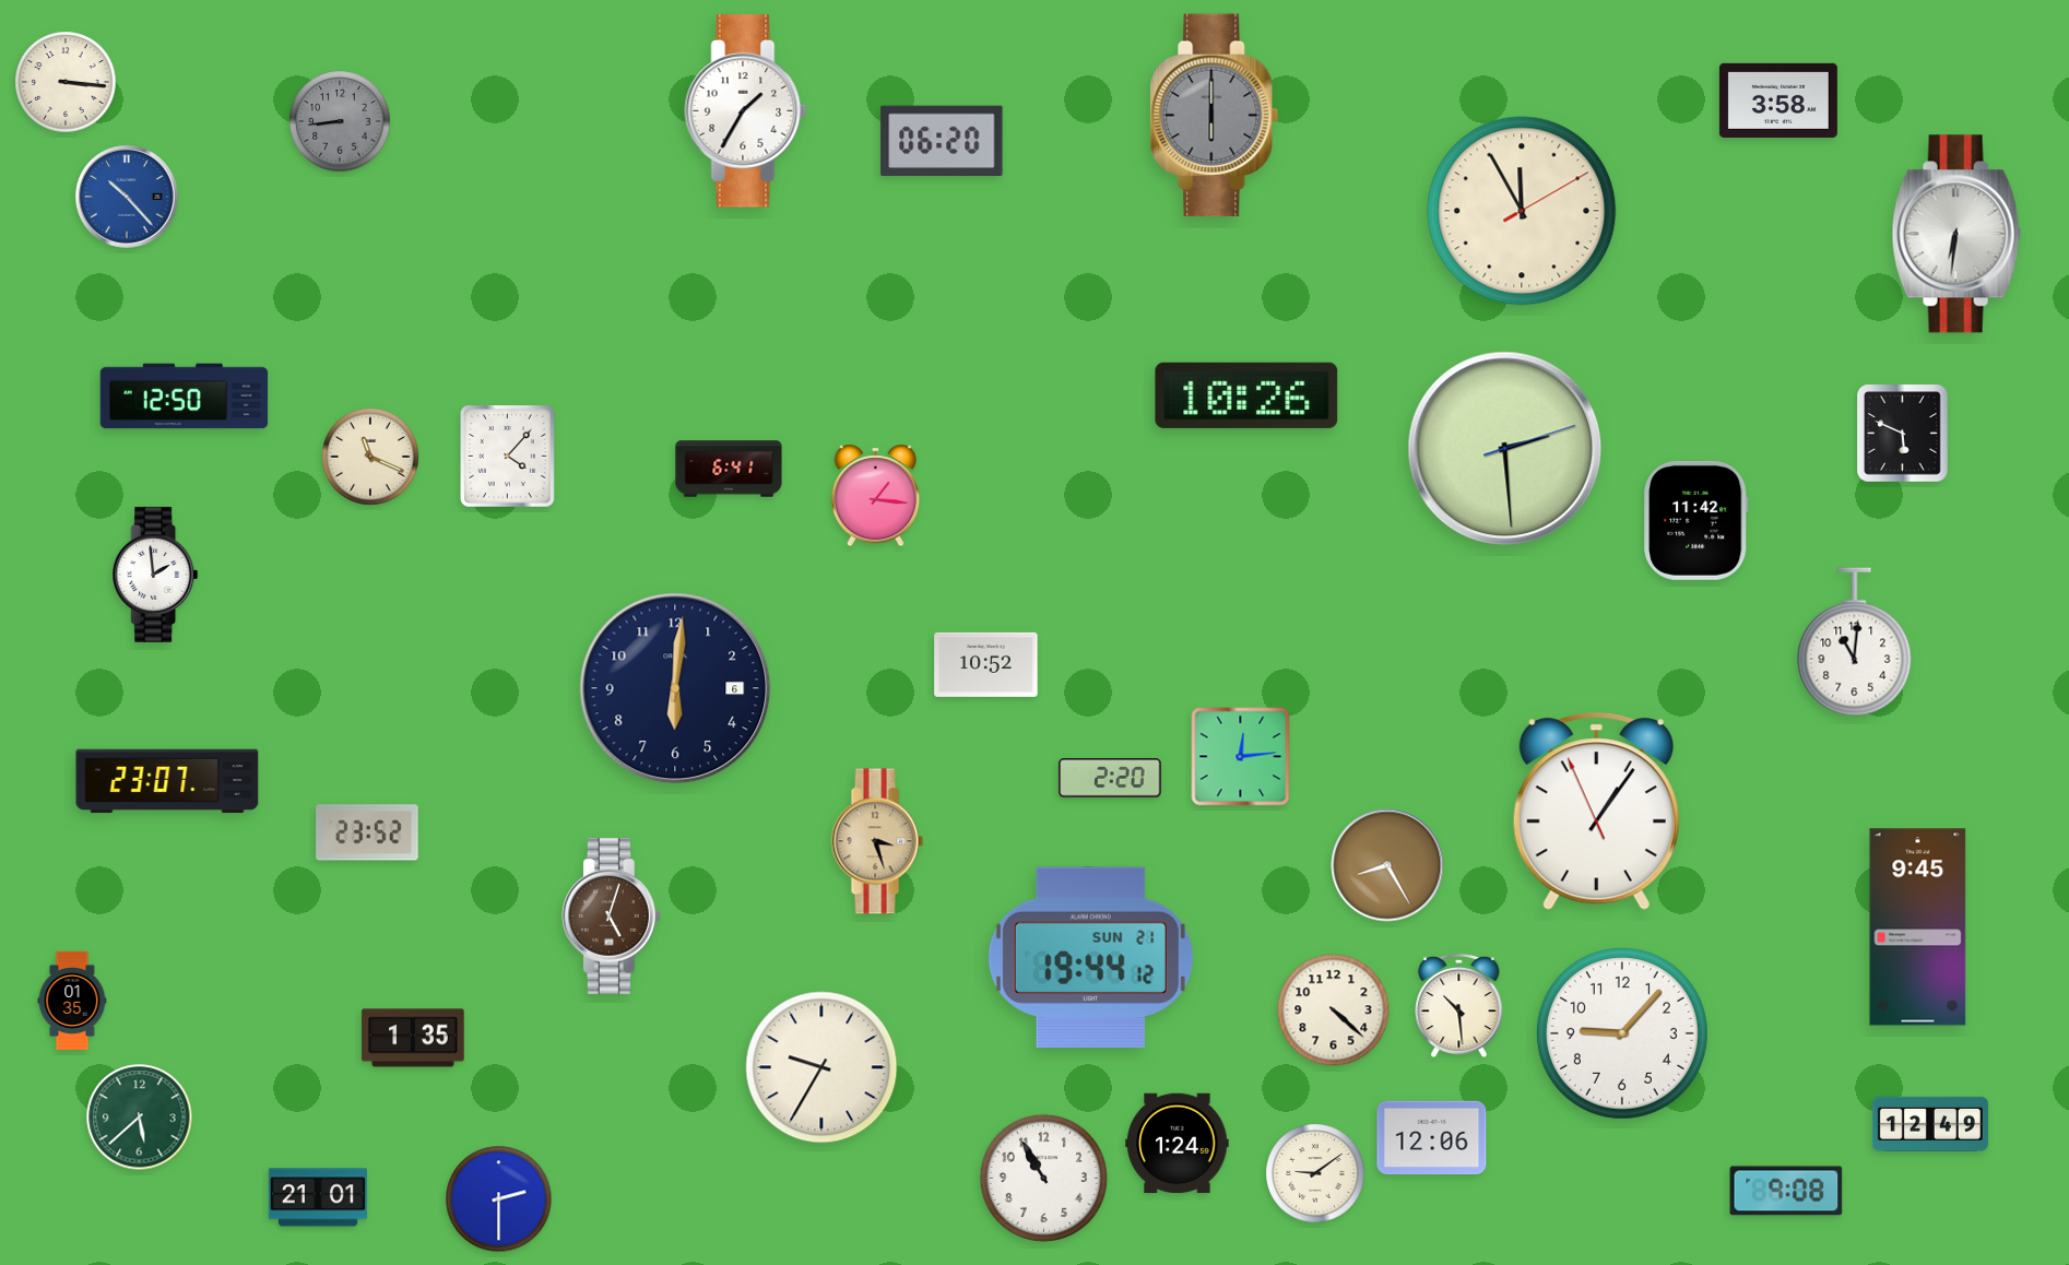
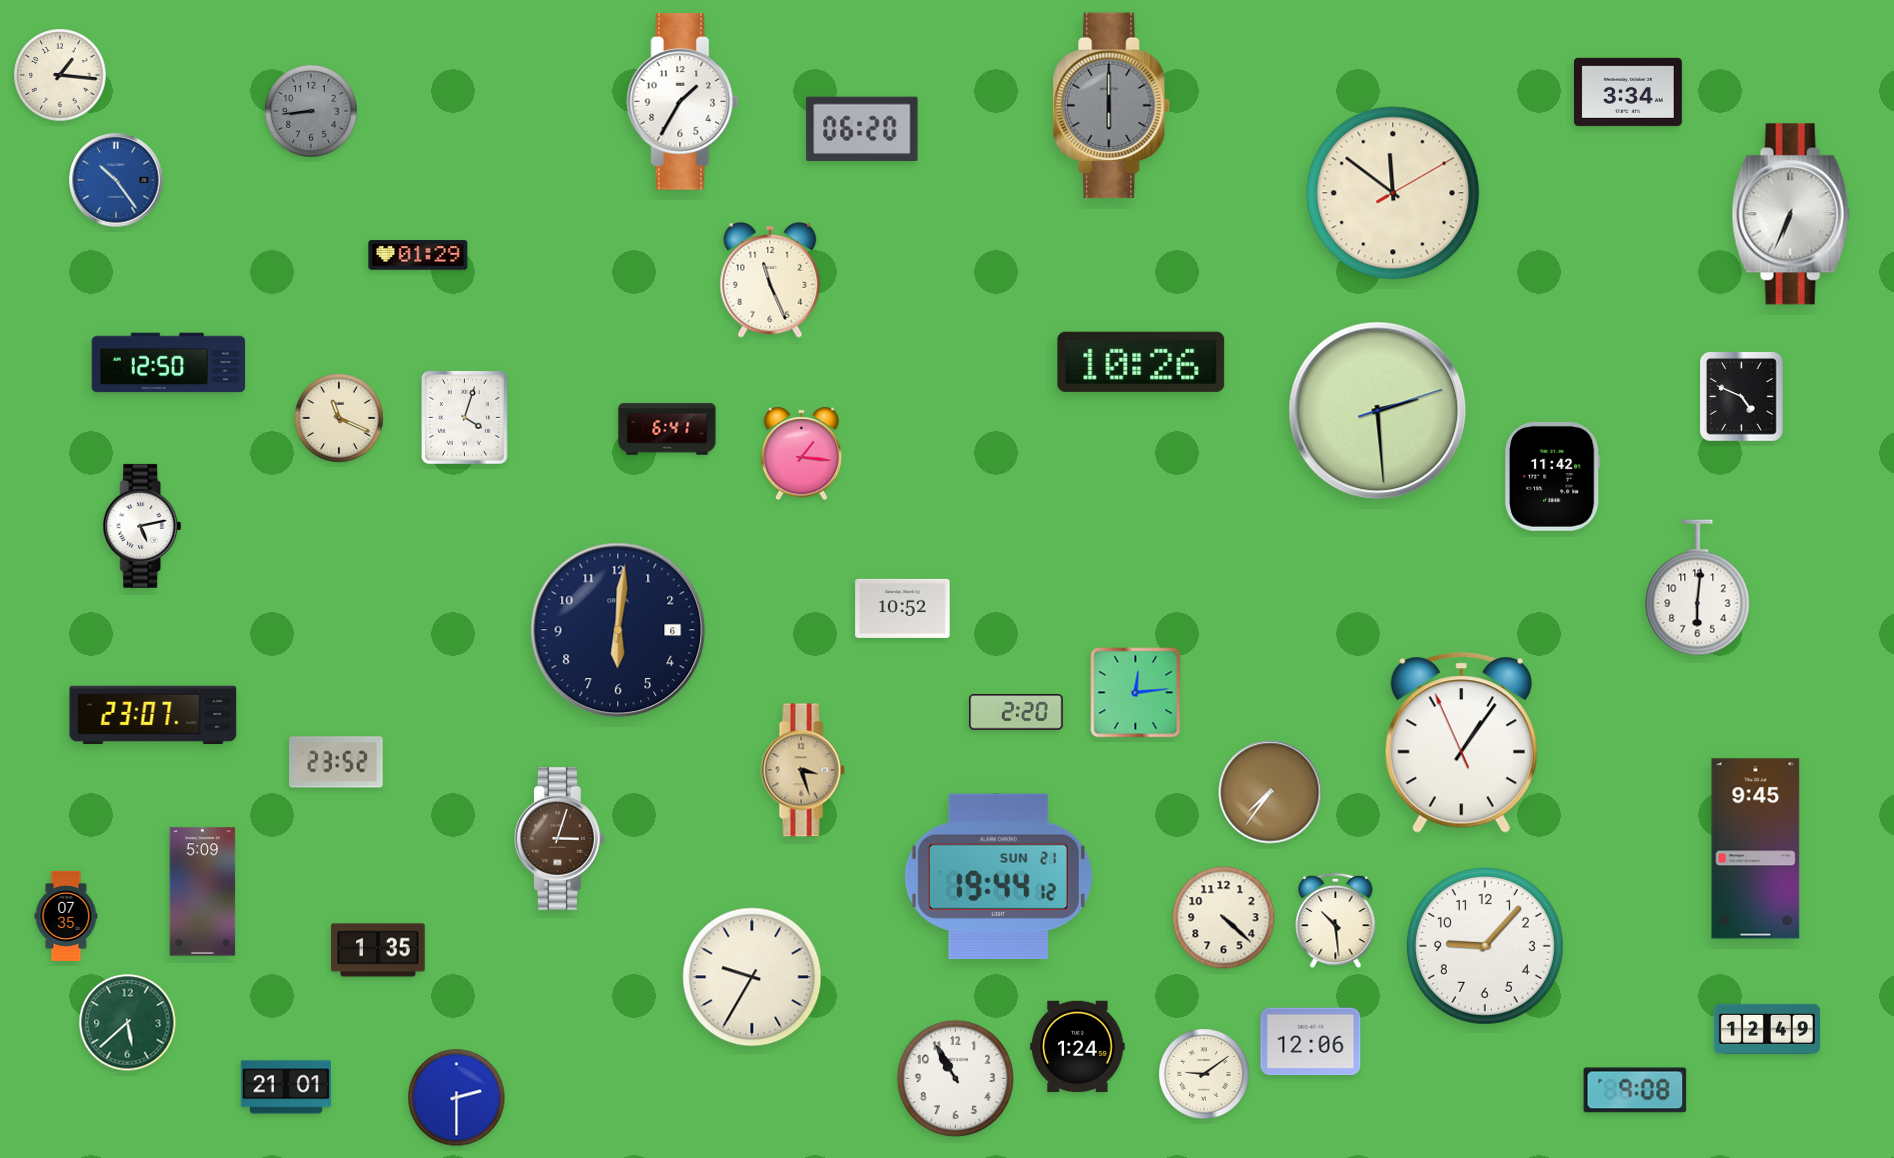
clock at (66, 82): 3:16 -> 1:16
clock at (1778, 101): 3:58 -> 3:34
clock at (127, 197): 10:23 -> 10:24
clock at (1522, 211): 11:55 -> 11:51
clock at (1956, 234): 6:31 -> 6:34
clock at (418, 255): none -> 01:29
clock at (770, 280): none -> 11:26
clock at (1903, 434): 5:49 -> 4:49
clock at (508, 457): 4:07 -> 4:03
clock at (155, 575): 1:59 -> 5:13
clock at (1855, 642): 11:01 -> 6:01
clock at (1387, 865): 8:25 -> 7:36
clock at (612, 917): 5:03 -> 3:03
clock at (203, 892): none -> 5:09
clock at (72, 1001): 01:35 -> 07:35
clock at (1334, 1010) position: (1334, 1010) -> (1224, 918)
clock at (318, 1197) position: (318, 1197) -> (286, 1087)
